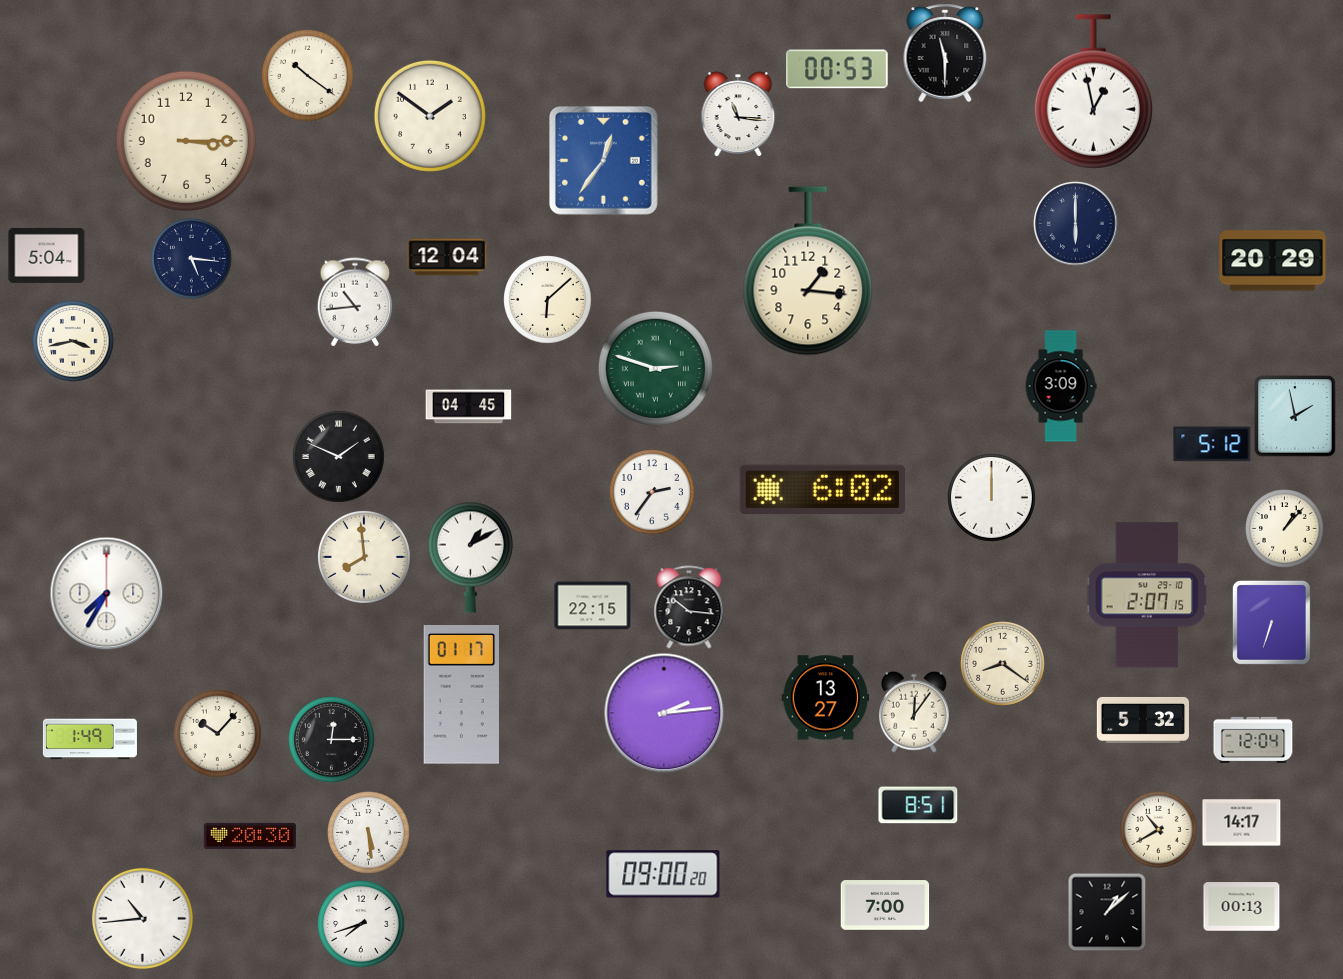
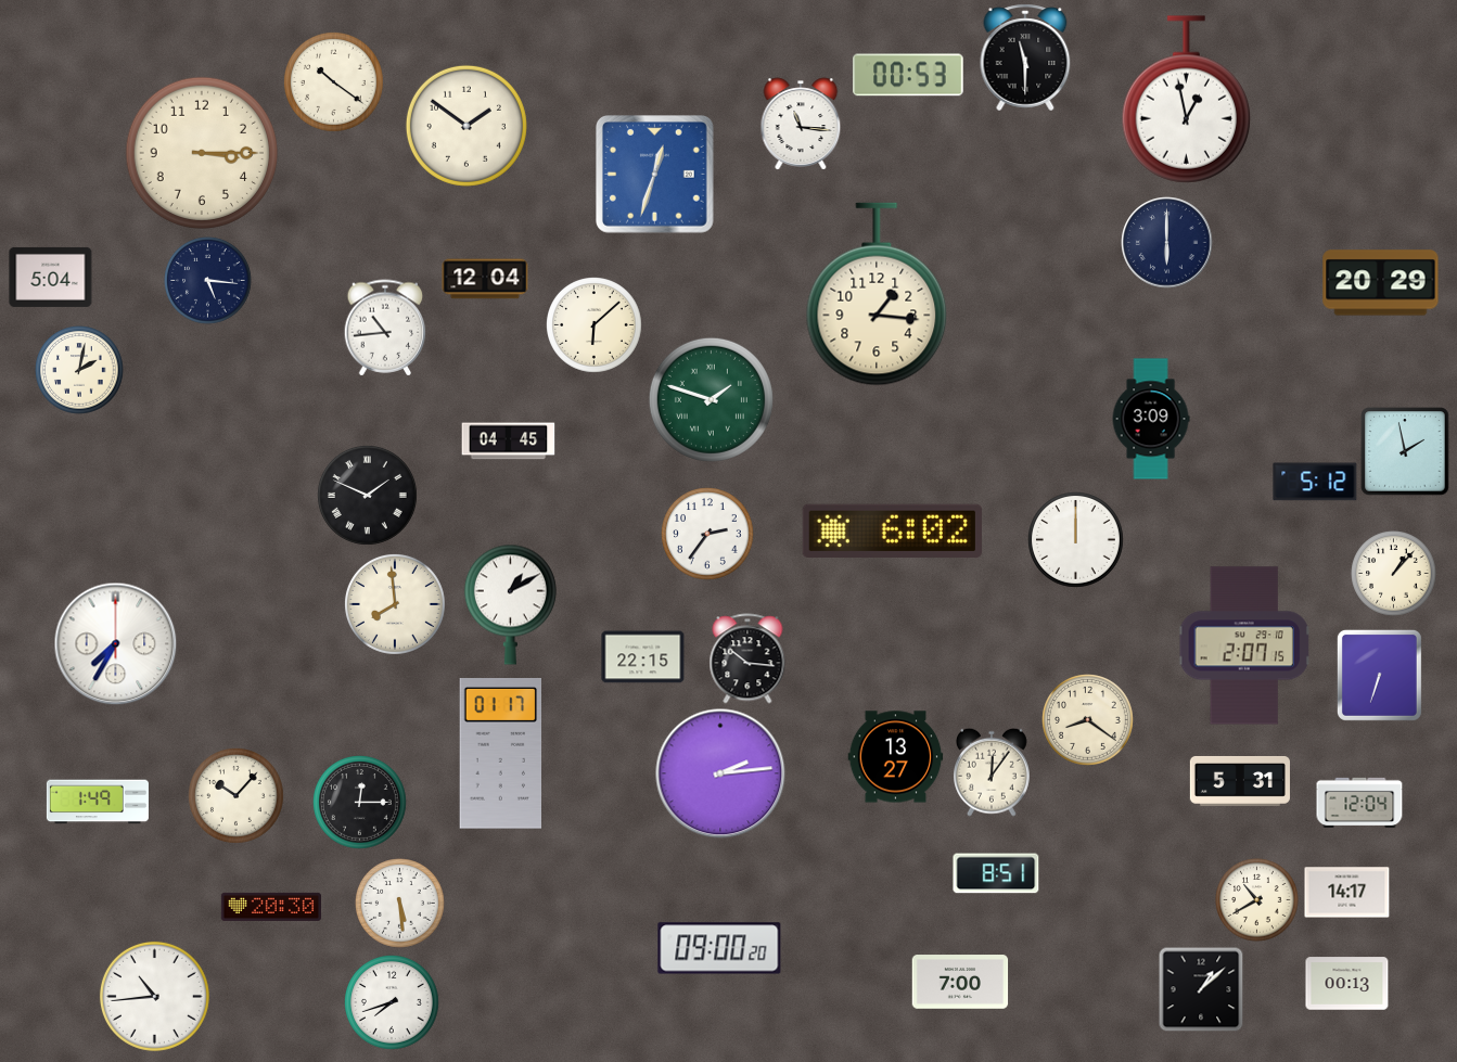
clock at (604, 161): 12:36 -> 12:33
clock at (73, 341): 3:43 -> 2:02
clock at (655, 368): 2:48 -> 1:48
clock at (1143, 720): 5:32 -> 5:31
